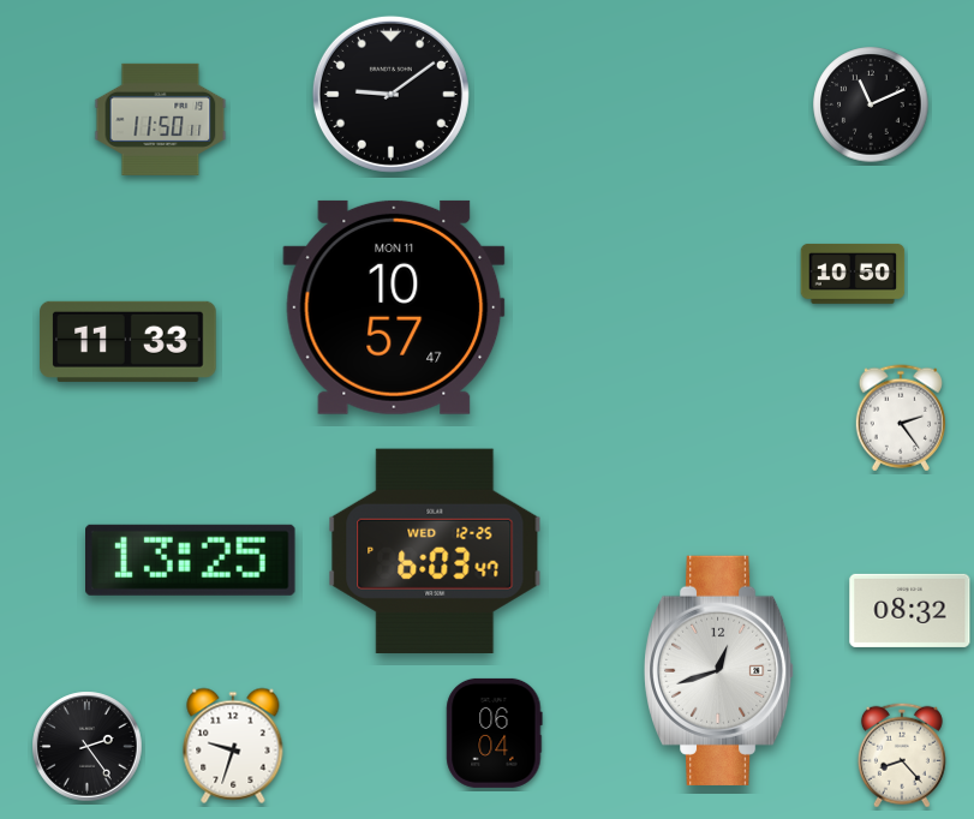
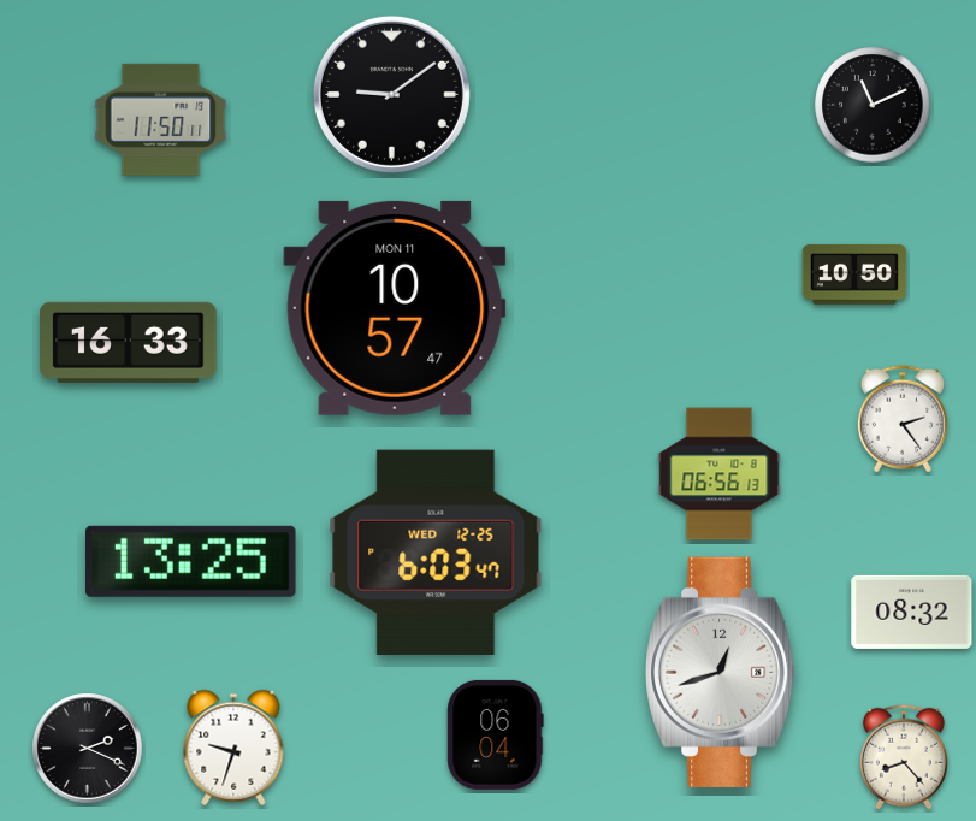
clock at (129, 341): 11:33 -> 16:33
clock at (720, 474): none -> 06:56
clock at (88, 747): 2:24 -> 2:19
